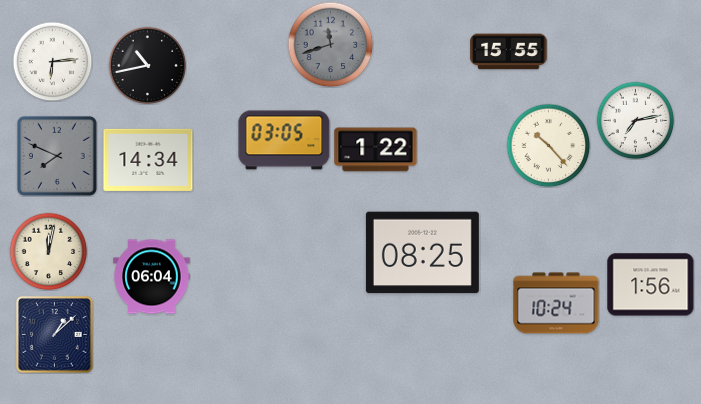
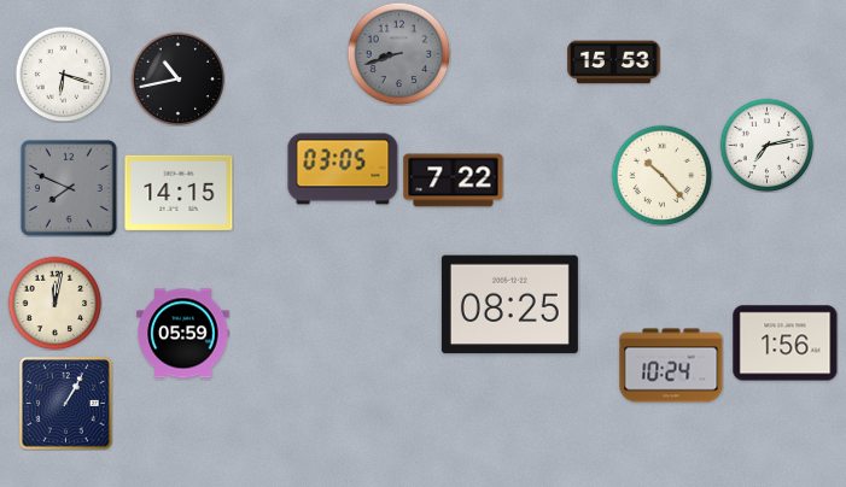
clock at (330, 44): 11:42 -> 8:42
clock at (509, 52): 15:55 -> 15:53
clock at (52, 61): 6:14 -> 6:18
clock at (376, 150): 1:22 -> 7:22
clock at (148, 160): 14:34 -> 14:15
clock at (48, 251) position: (48, 251) -> (54, 303)
clock at (152, 277): 06:04 -> 05:59
clock at (54, 334): 1:08 -> 1:05
